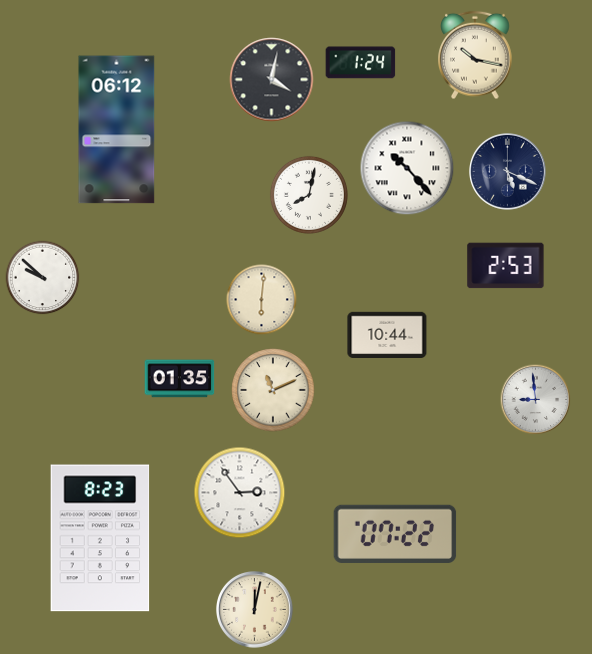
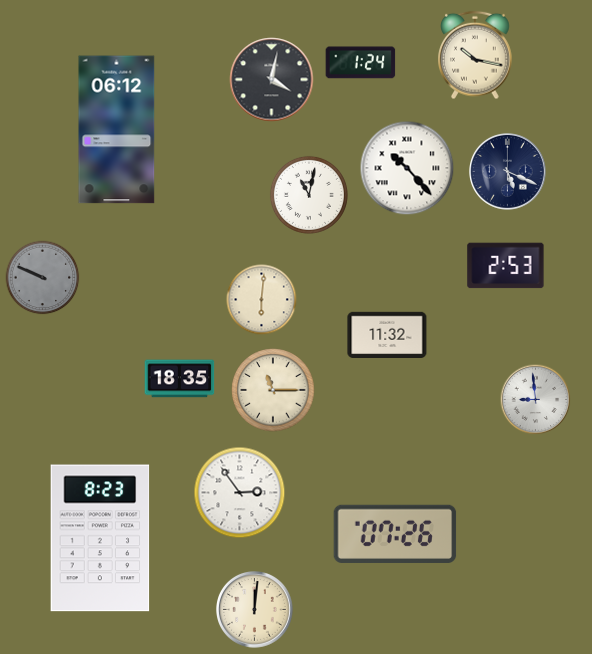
clock at (309, 195): 8:02 -> 11:02
clock at (43, 278): 9:52 -> 9:49
clock at (43, 278) dial: white -> grey
clock at (387, 334): 10:44 -> 11:32
clock at (180, 379): 01:35 -> 18:35
clock at (273, 390): 11:11 -> 11:15
clock at (395, 533): 07:22 -> 07:26
clock at (255, 610): 12:02 -> 12:01
